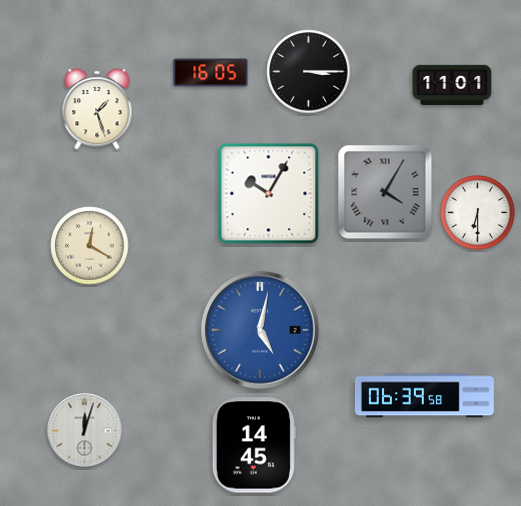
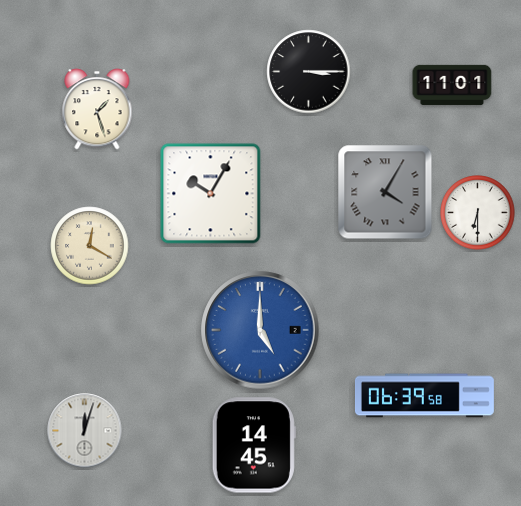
clock at (211, 73): 16:05 -> none
clock at (269, 194) position: (269, 194) -> (211, 194)
clock at (260, 330): 5:02 -> 5:00
